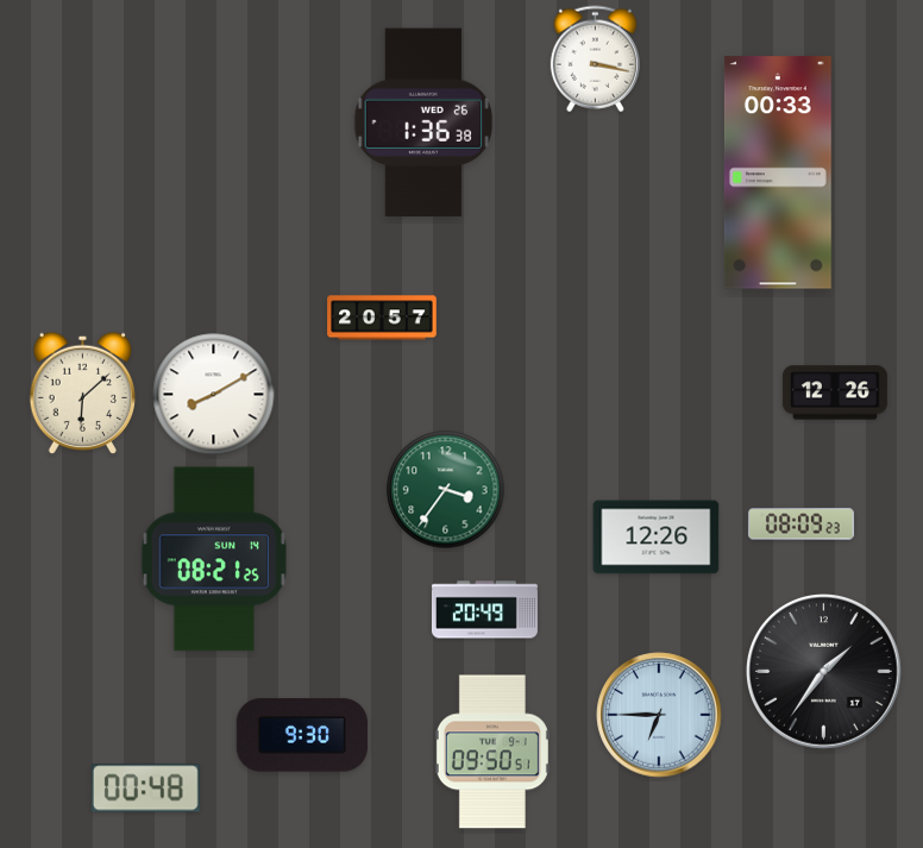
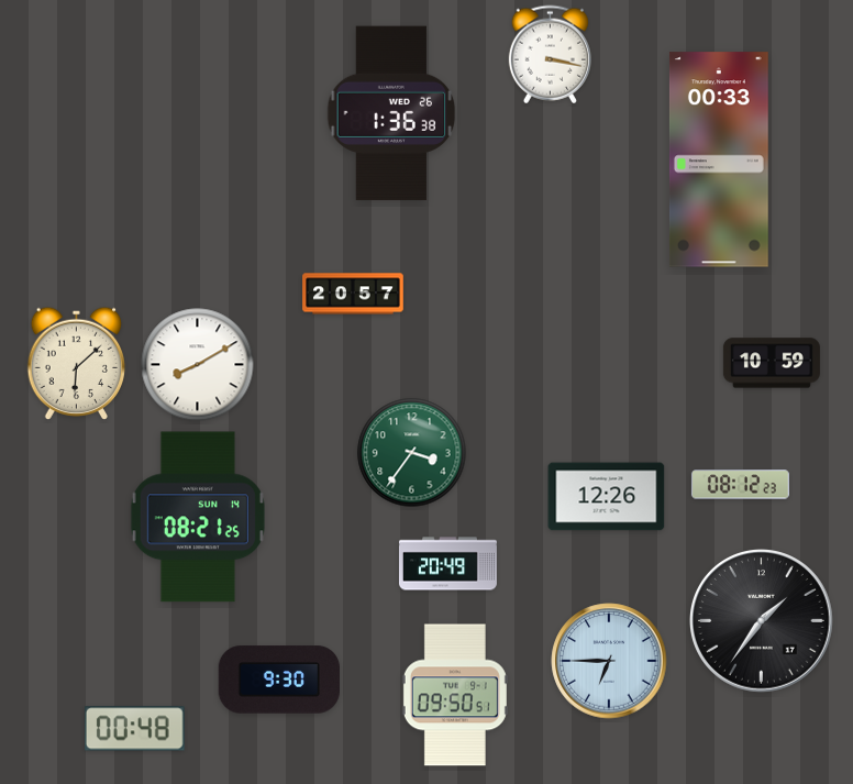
clock at (835, 392): 12:26 -> 10:59
clock at (800, 524): 08:09 -> 08:12
